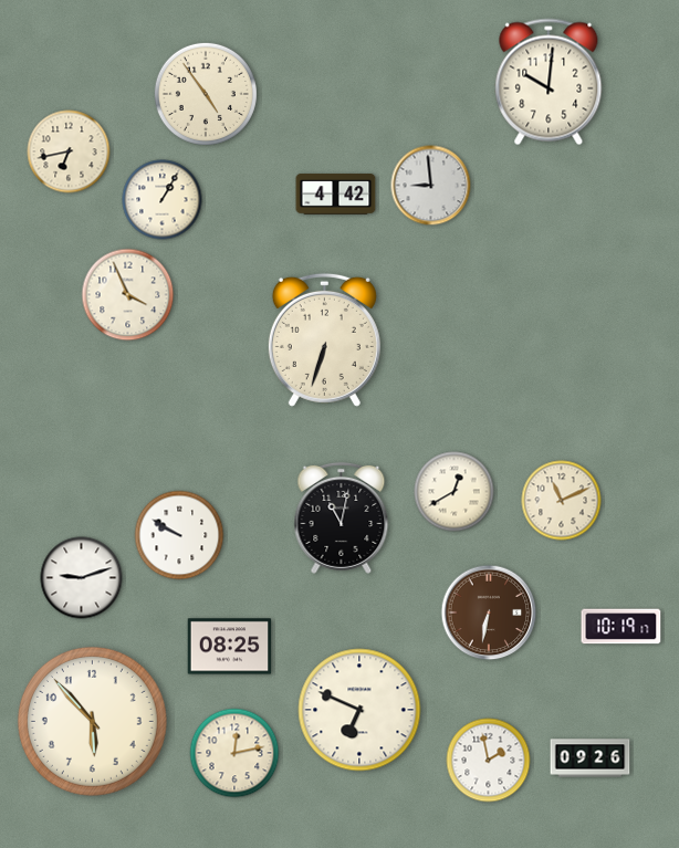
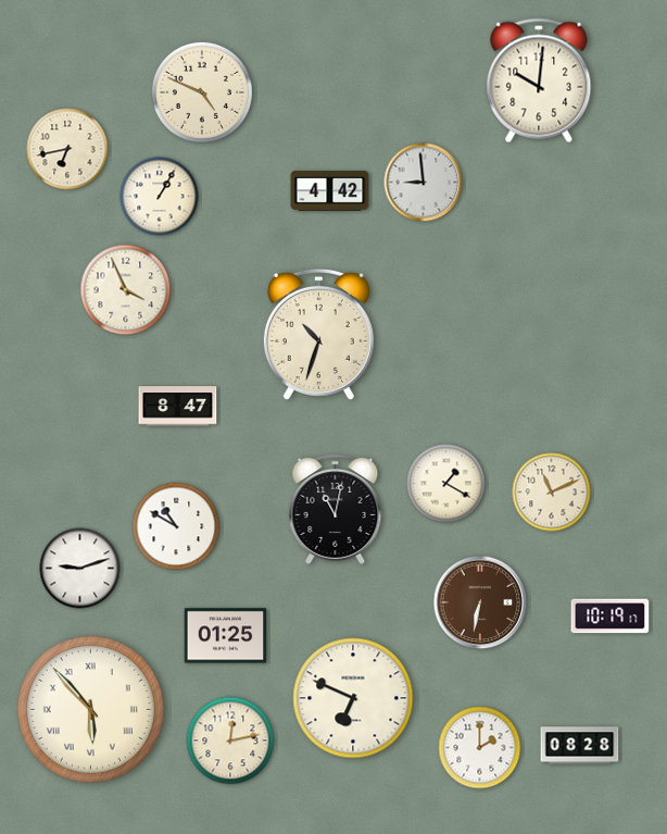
clock at (206, 94): 4:54 -> 4:49
clock at (324, 339): 6:33 -> 10:33
clock at (178, 407): none -> 8:47
clock at (455, 492): 12:40 -> 1:20
clock at (179, 535): 9:50 -> 10:50
clock at (230, 647): 08:25 -> 01:25
clock at (92, 721) numerals: Arabic -> Roman
clock at (591, 758): 09:26 -> 08:28
clock at (489, 761): 1:58 -> 2:00
